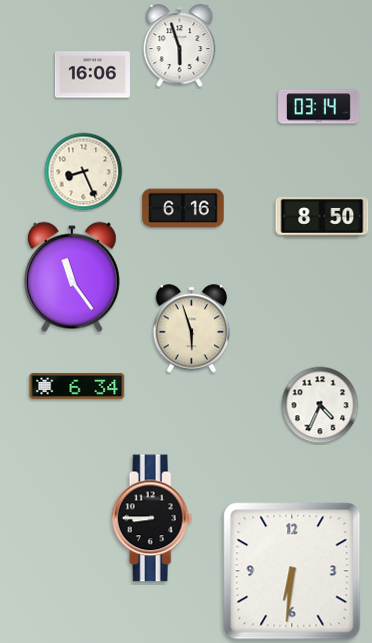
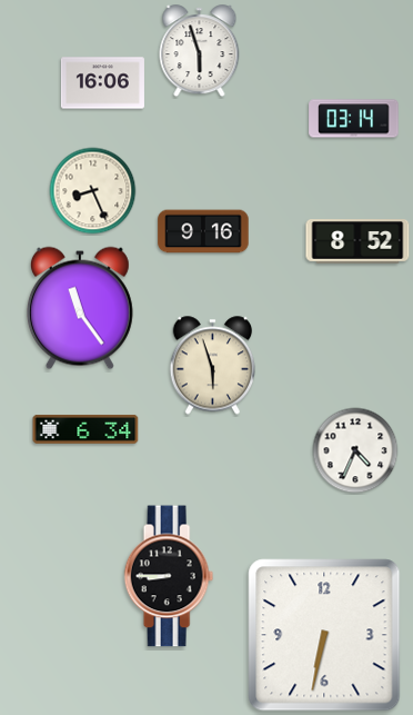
clock at (183, 208): 6:16 -> 9:16
clock at (322, 217): 8:50 -> 8:52
clock at (292, 571): 6:31 -> 6:32
